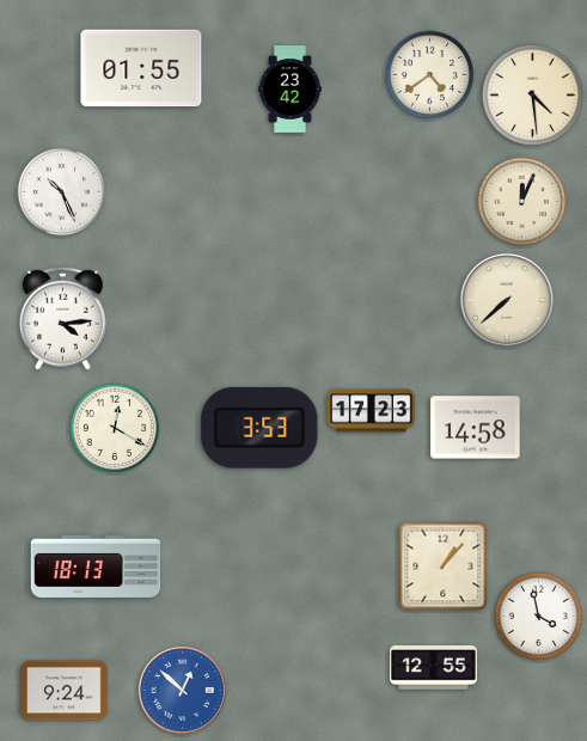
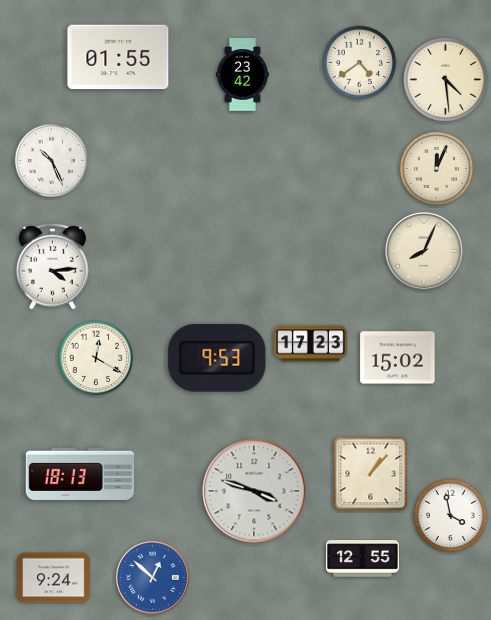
clock at (507, 300): 7:38 -> 8:04
clock at (259, 428): 3:53 -> 9:53
clock at (476, 428): 14:58 -> 15:02
clock at (254, 491): none -> 3:48
